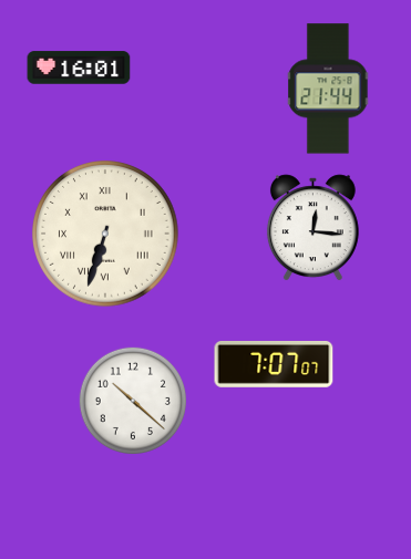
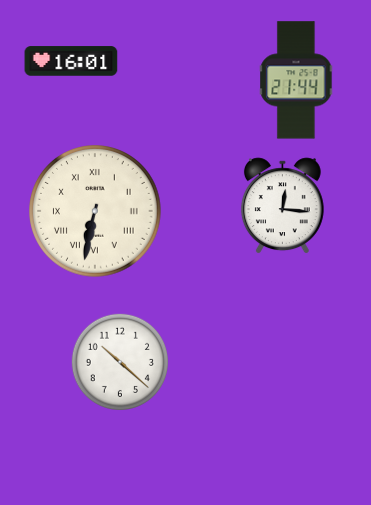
clock at (106, 235): 6:33 -> 6:32
clock at (274, 364): 7:07 -> none
